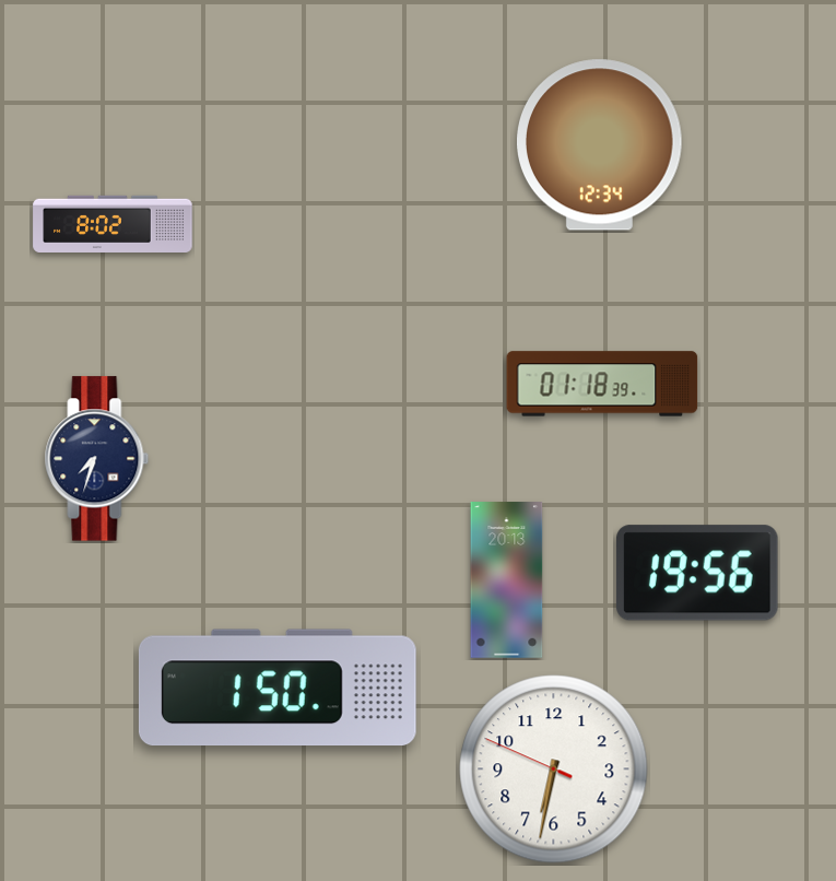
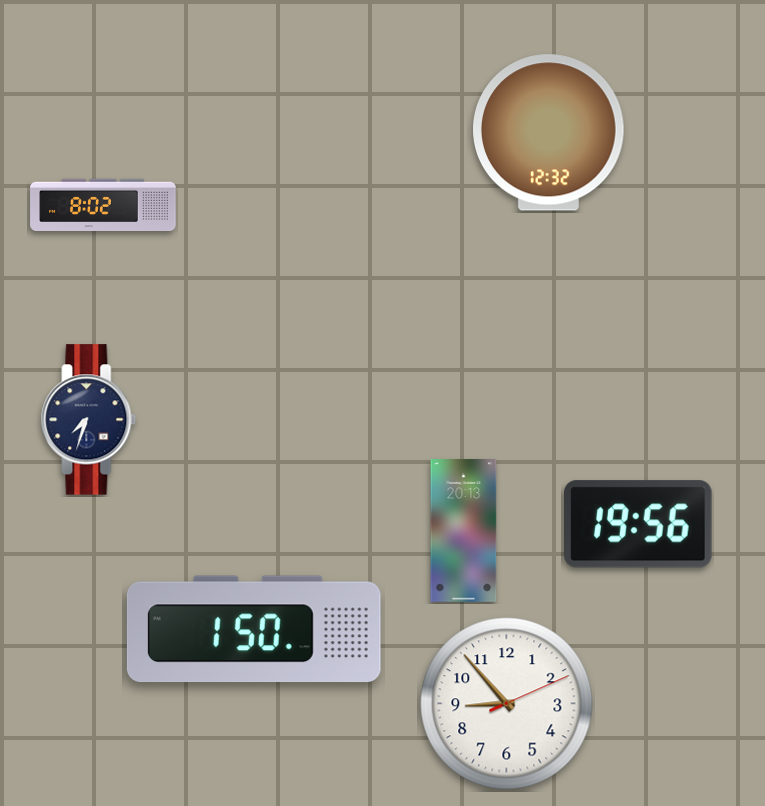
clock at (600, 145): 12:34 -> 12:32
clock at (602, 384): 01:18 -> none
clock at (554, 770): 6:31 -> 8:53
